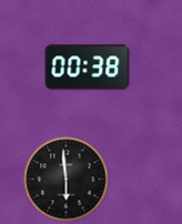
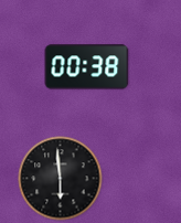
clock at (67, 180) position: (67, 180) -> (61, 179)
